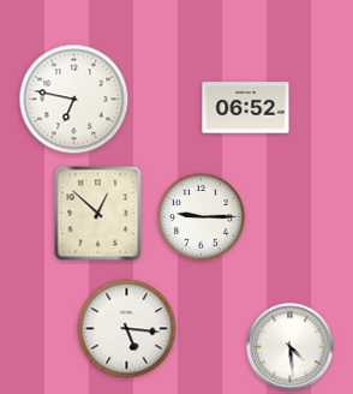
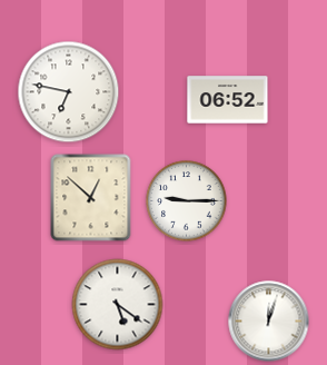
clock at (127, 329): 5:16 -> 5:21
clock at (291, 347): 4:29 -> 12:03
